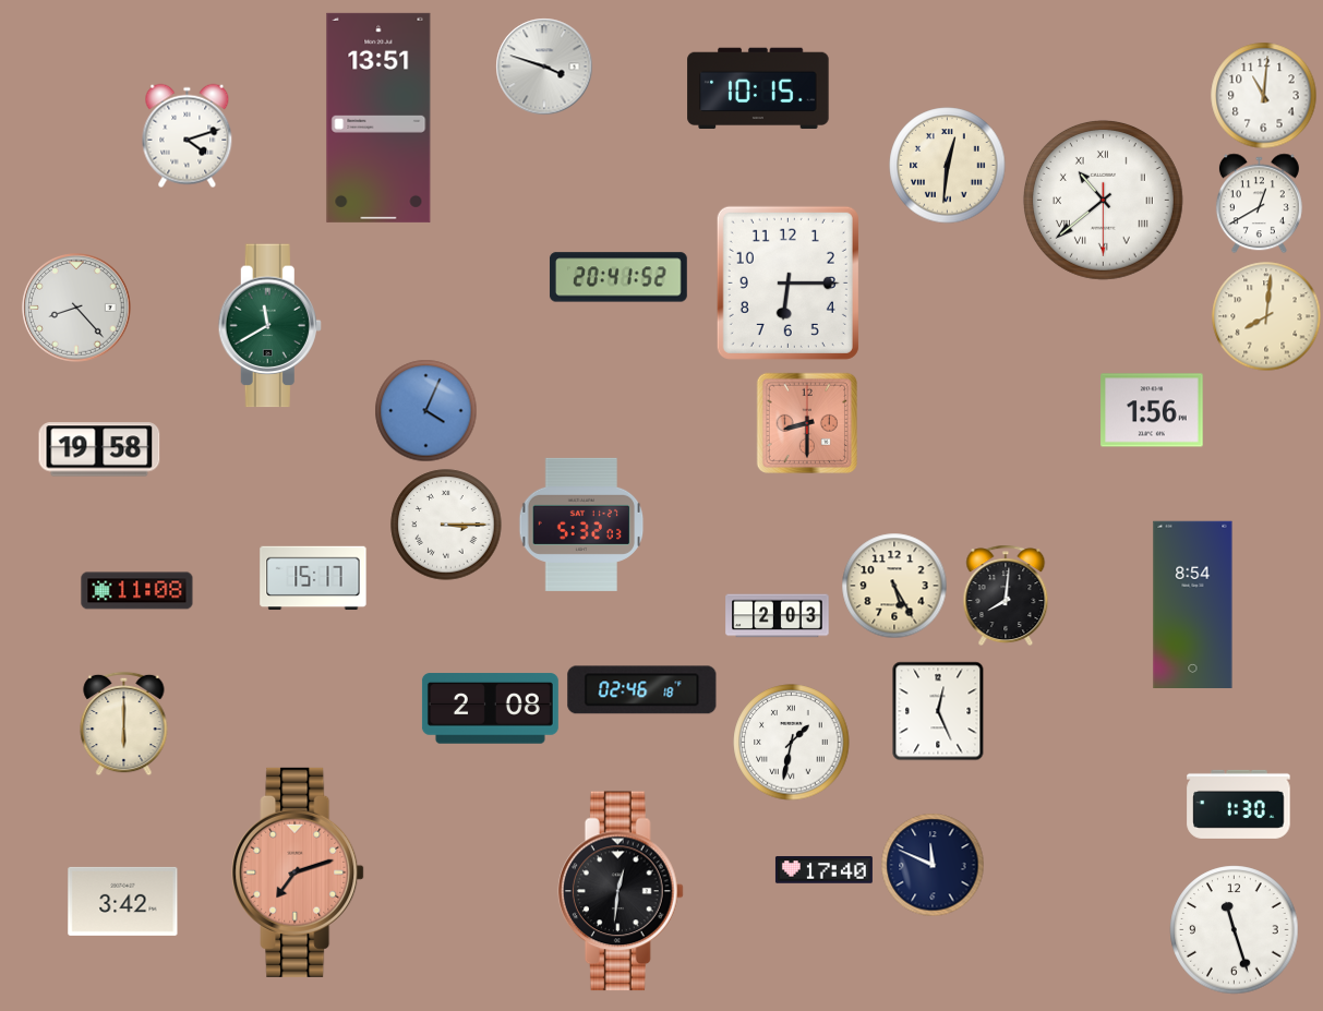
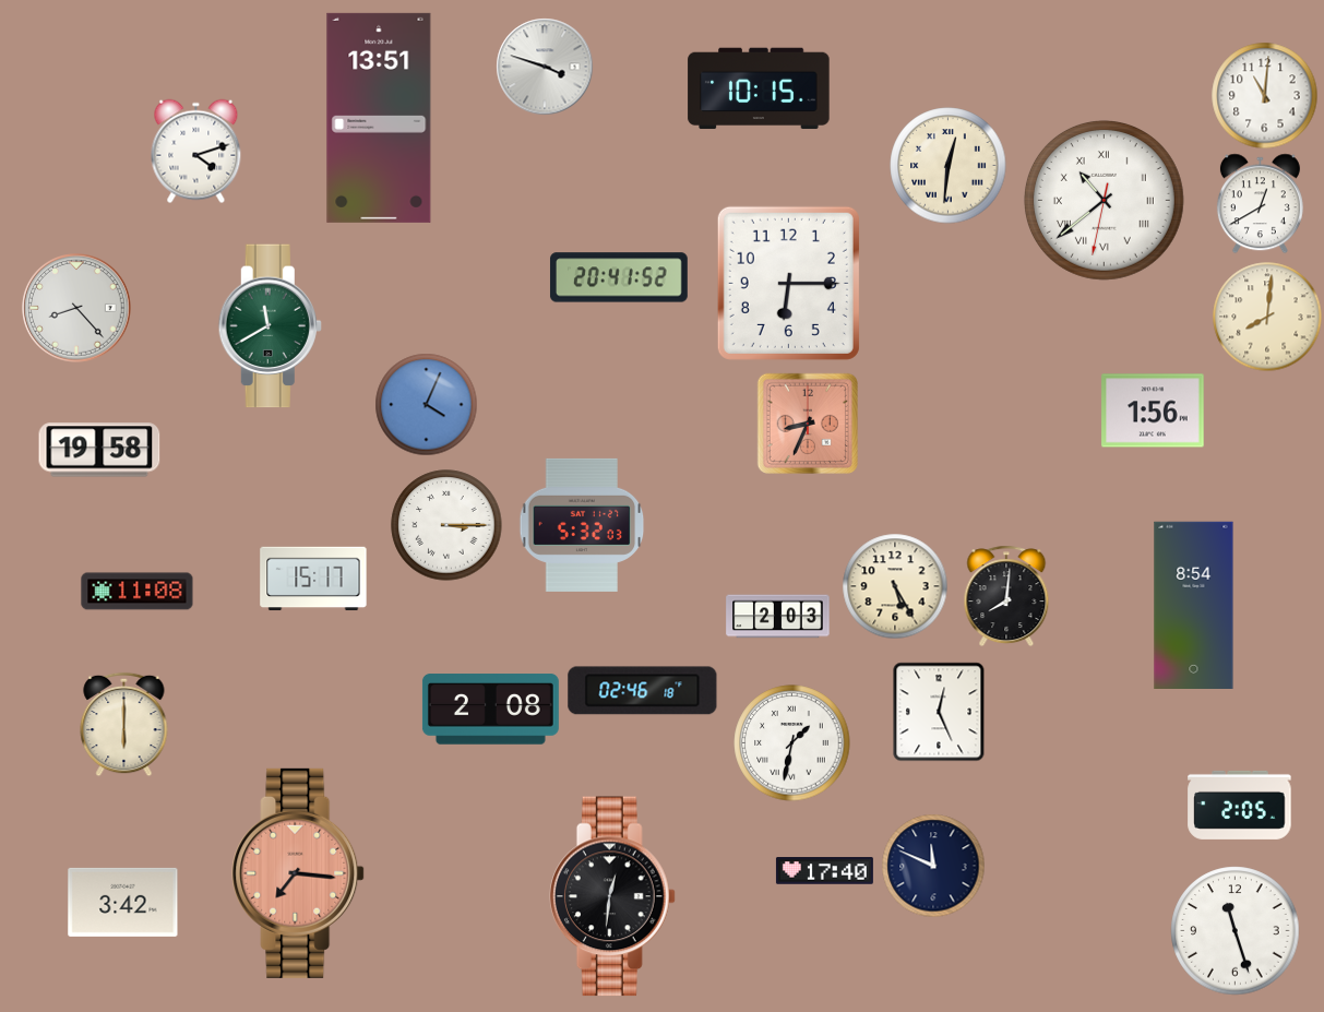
clock at (188, 136) position: (188, 136) -> (196, 152)
clock at (1103, 200): 10:38:30 -> 10:38:32
clock at (426, 411) position: (426, 411) -> (427, 405)
clock at (807, 423): 8:30 -> 8:34
clock at (1239, 804): 1:30 -> 2:05
clock at (298, 872): 7:12 -> 7:16
clock at (621, 891) position: (621, 891) -> (612, 896)
